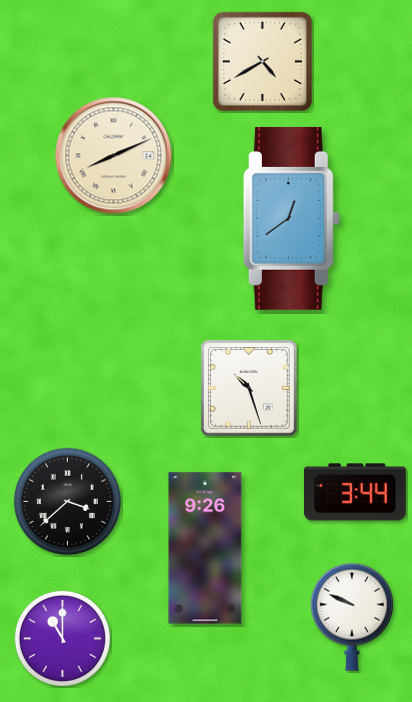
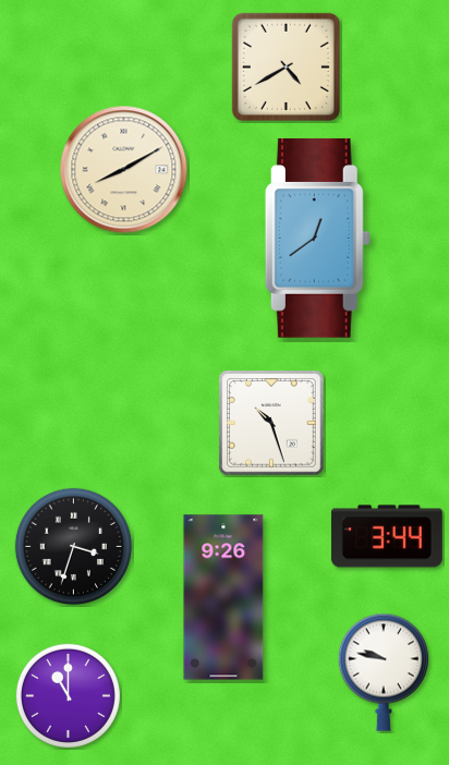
clock at (114, 156): 8:11 -> 8:10
clock at (67, 501): 3:38 -> 3:33
clock at (352, 617): 9:49 -> 9:47
